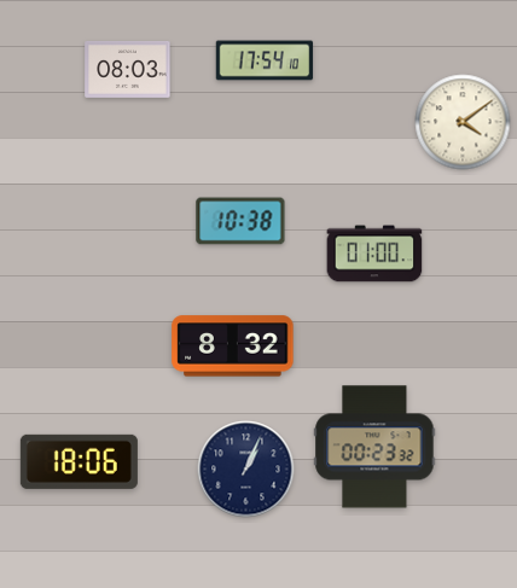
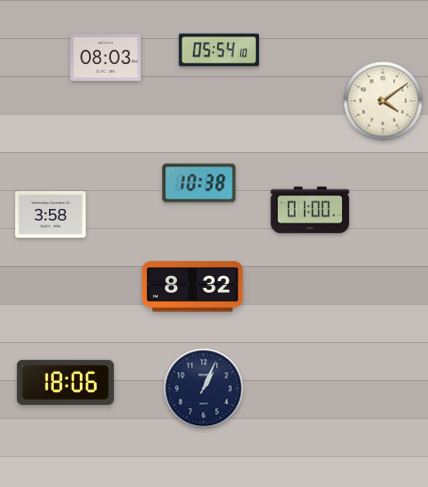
clock at (265, 60): 17:54 -> 05:54
clock at (51, 215): none -> 3:58
clock at (374, 447): 00:23 -> none
